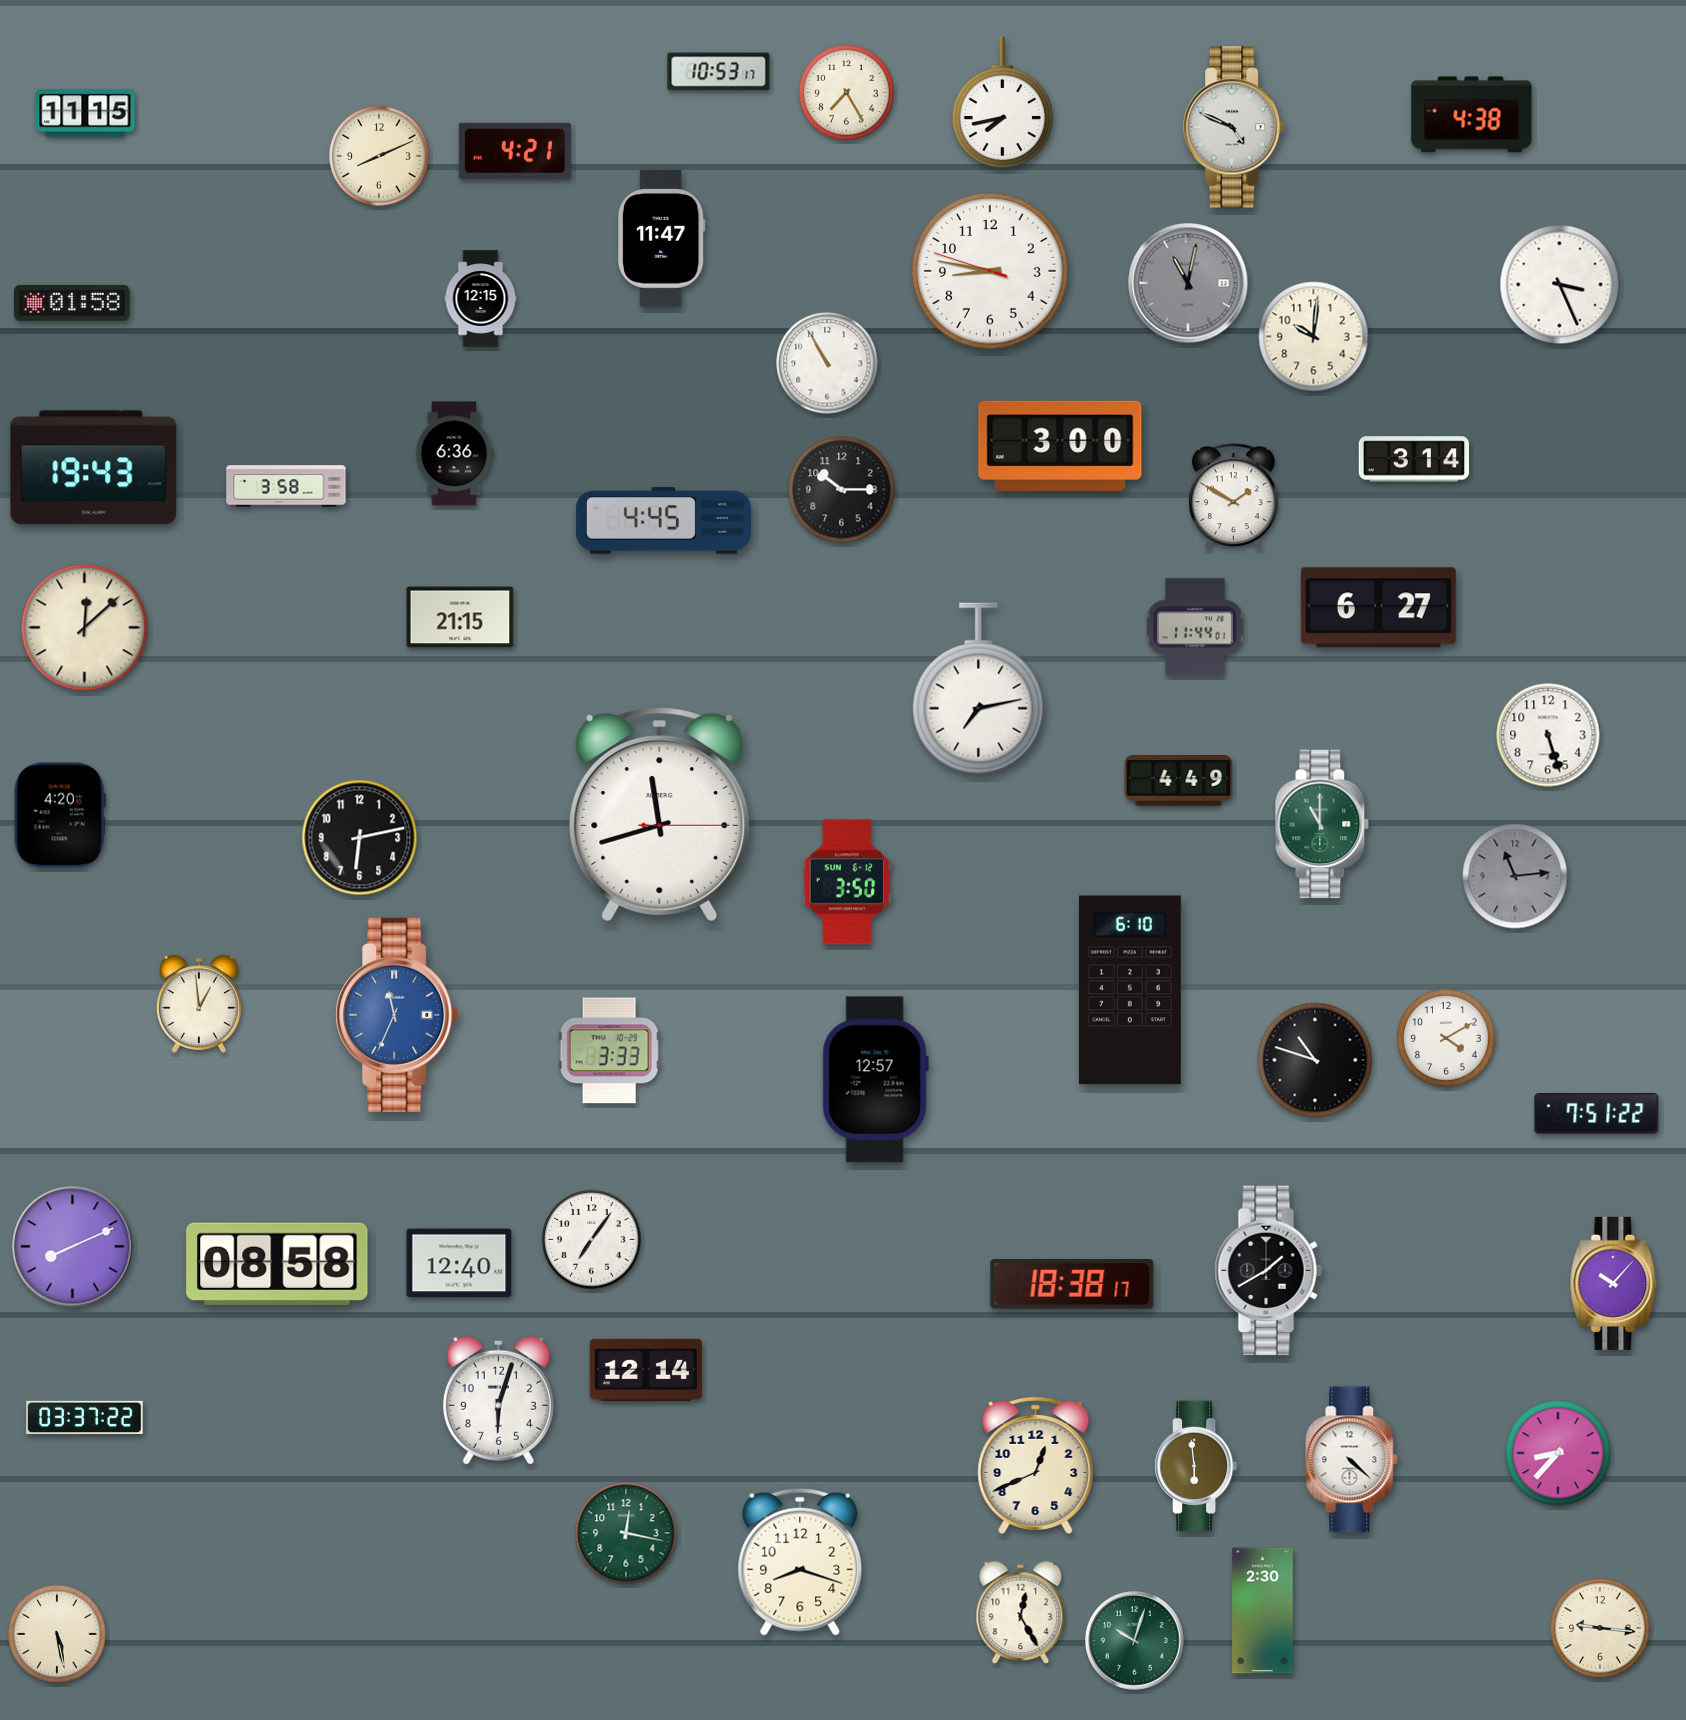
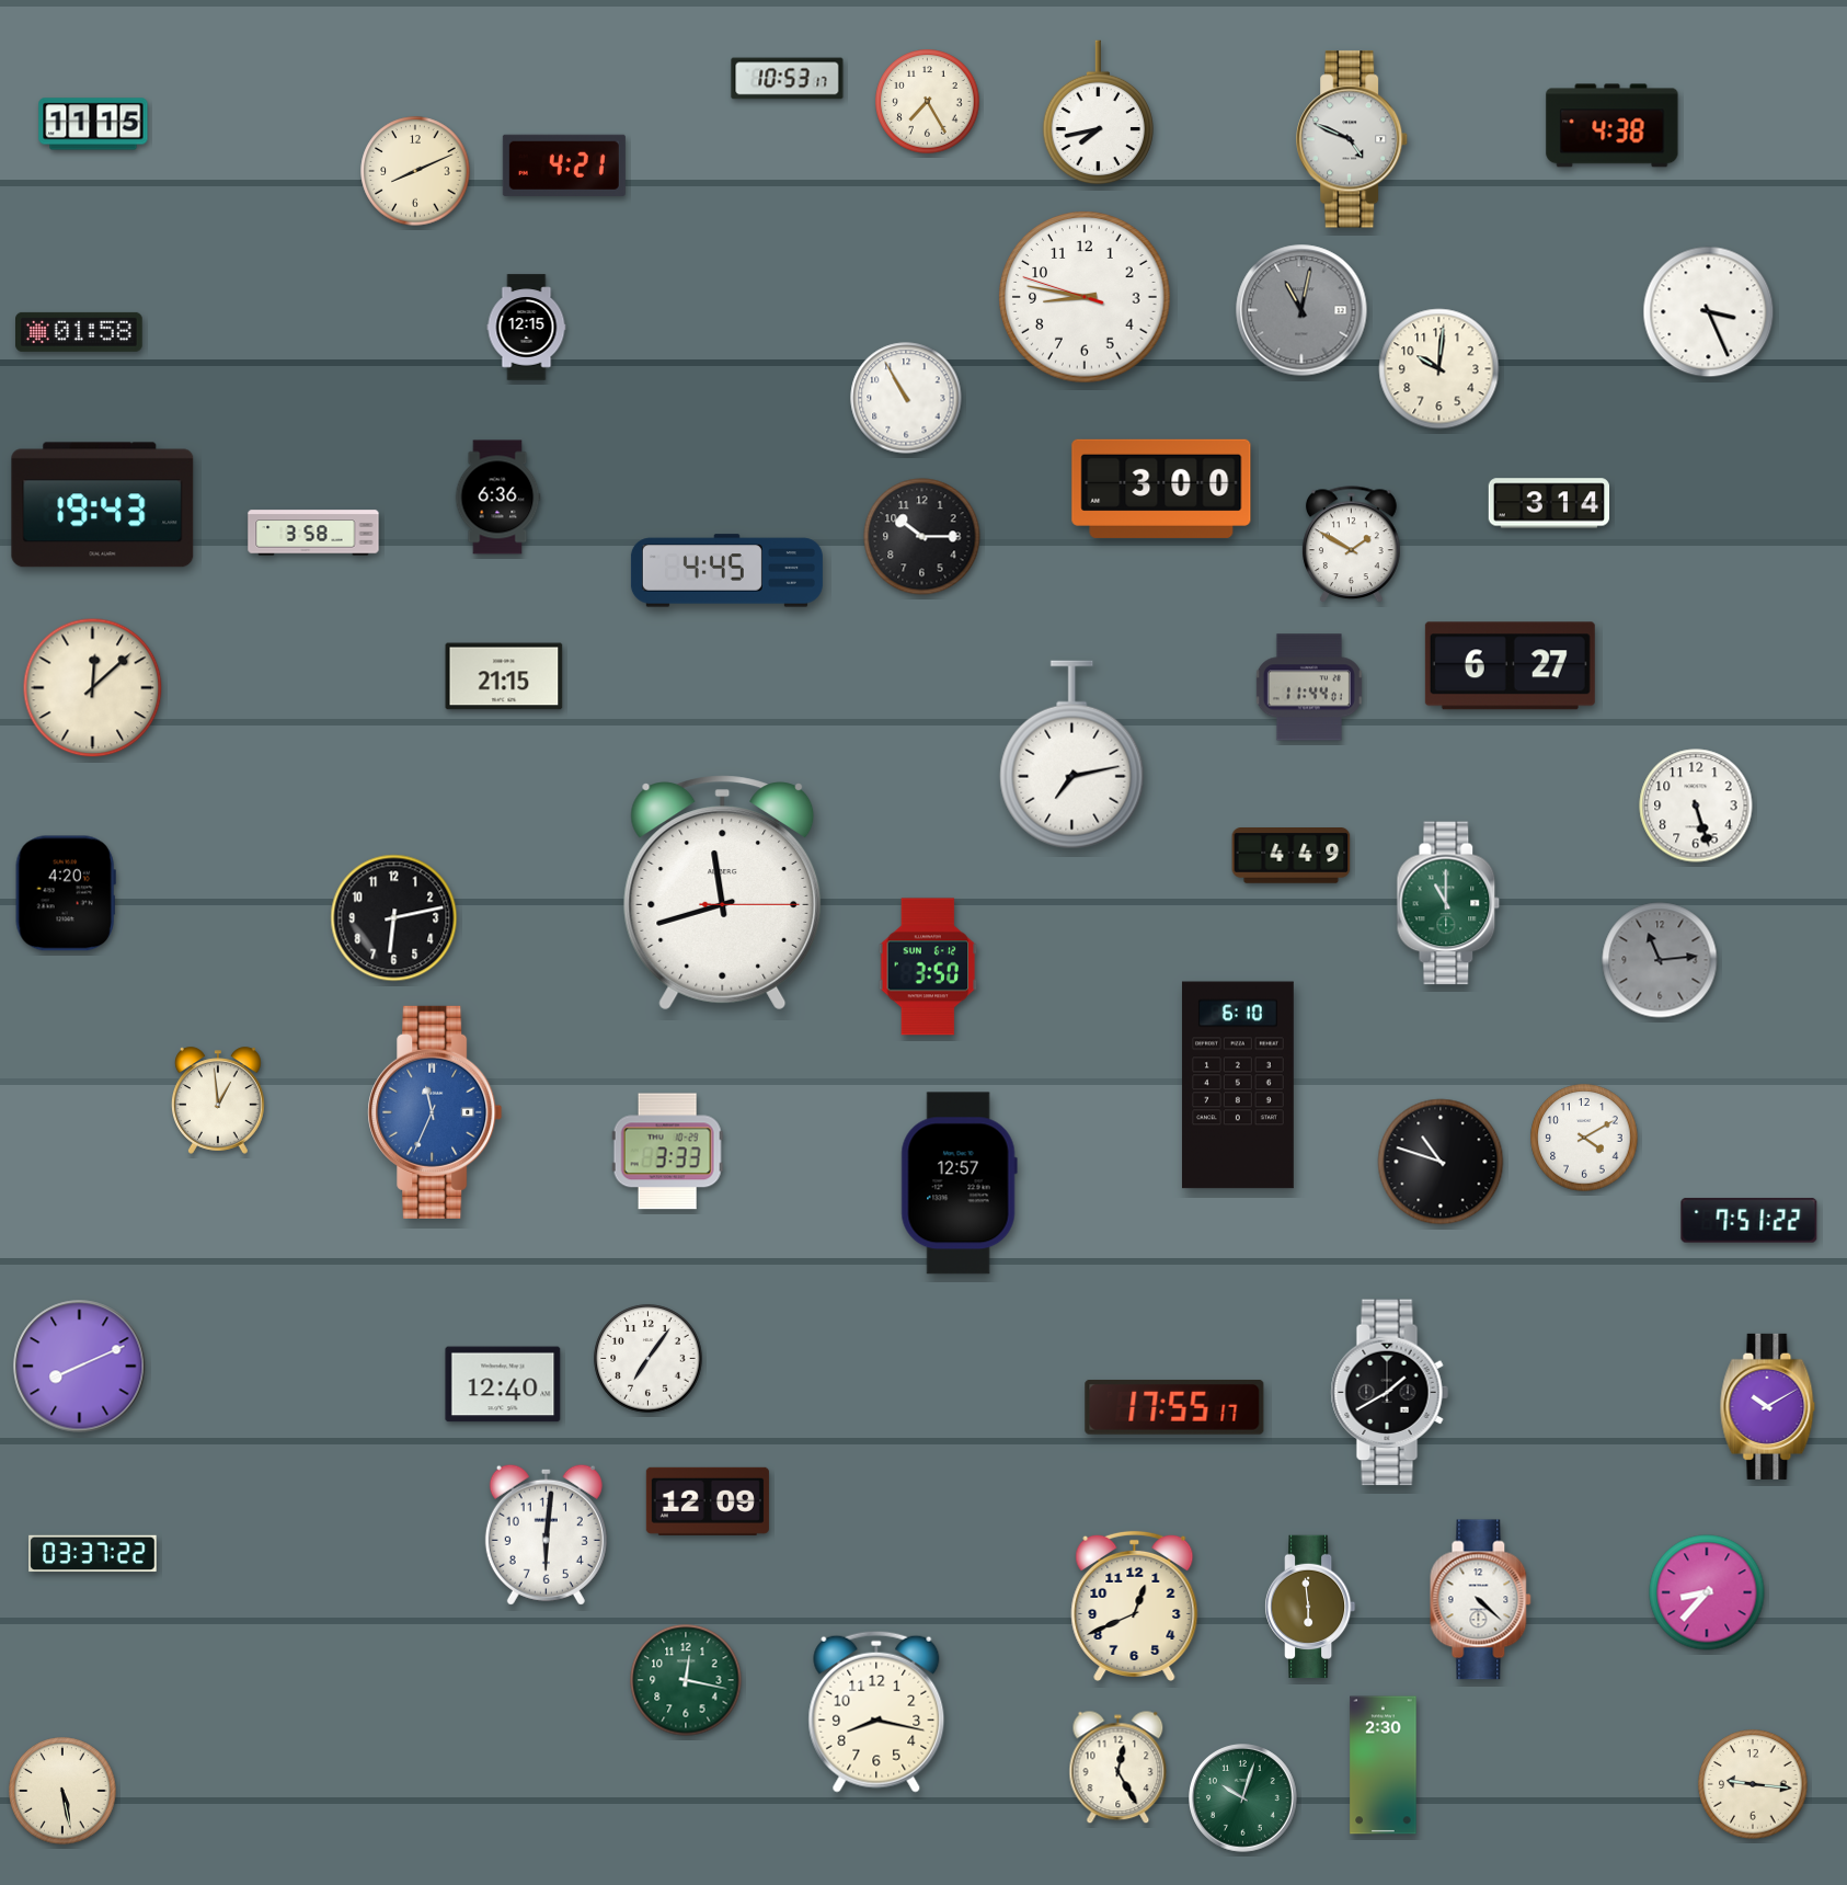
clock at (662, 239): 11:47 -> none
clock at (94, 468) position: (94, 468) -> (103, 505)
clock at (277, 1264): 08:58 -> none
clock at (1614, 1283): 10:07 -> 10:10
clock at (1072, 1284): 18:38 -> 17:55
clock at (646, 1370): 12:14 -> 12:09
clock at (498, 1400): 6:03 -> 6:01
clock at (800, 1562): 8:18 -> 8:17
